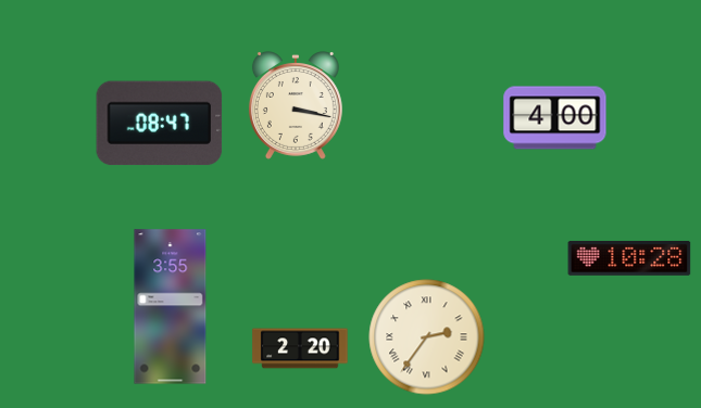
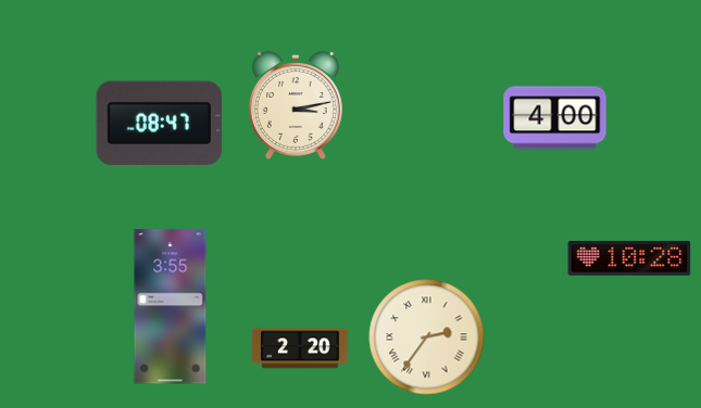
clock at (296, 105): 3:17 -> 3:13
